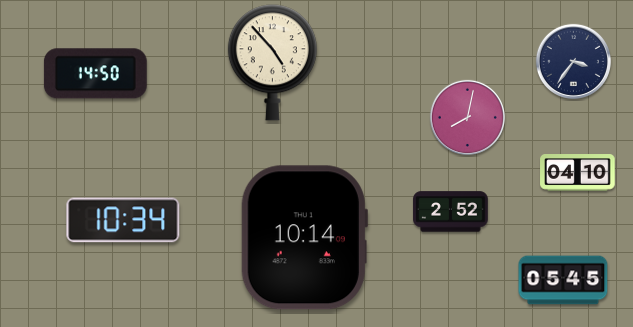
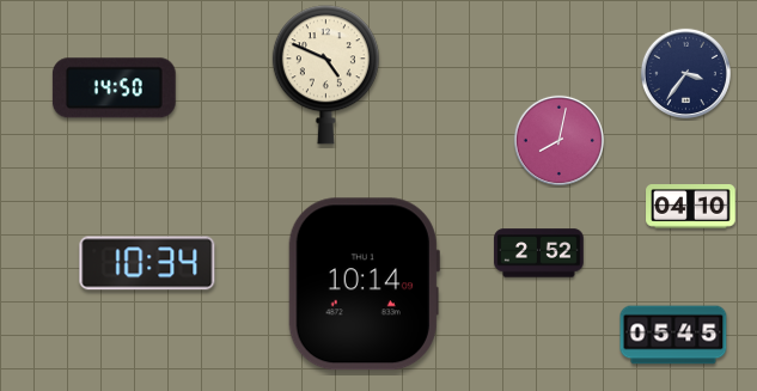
clock at (272, 63): 4:53 -> 4:49
